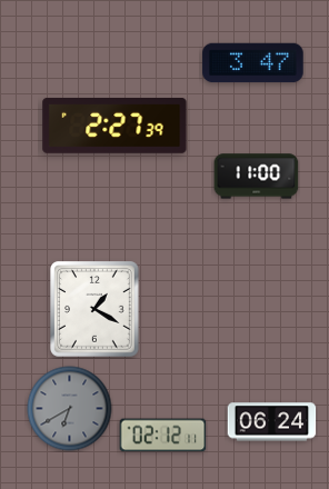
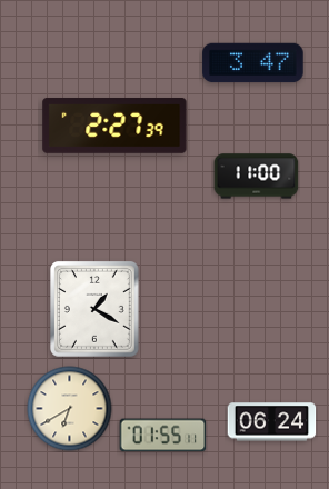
clock at (70, 409) dial: grey -> cream
clock at (163, 436): 02:12 -> 01:55
